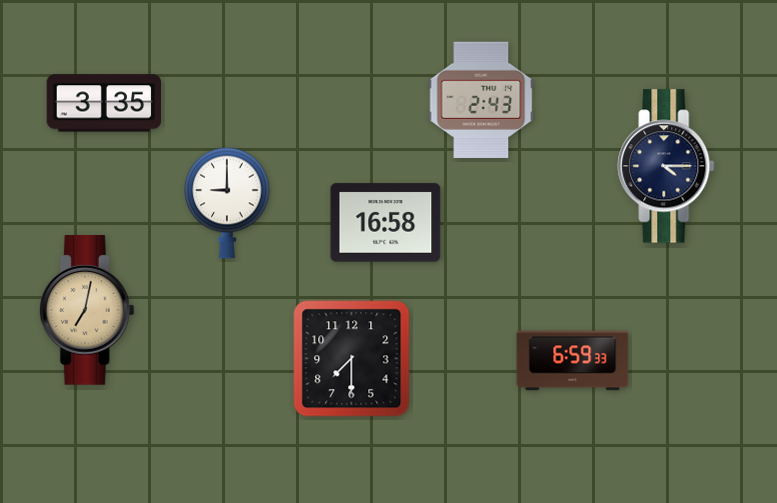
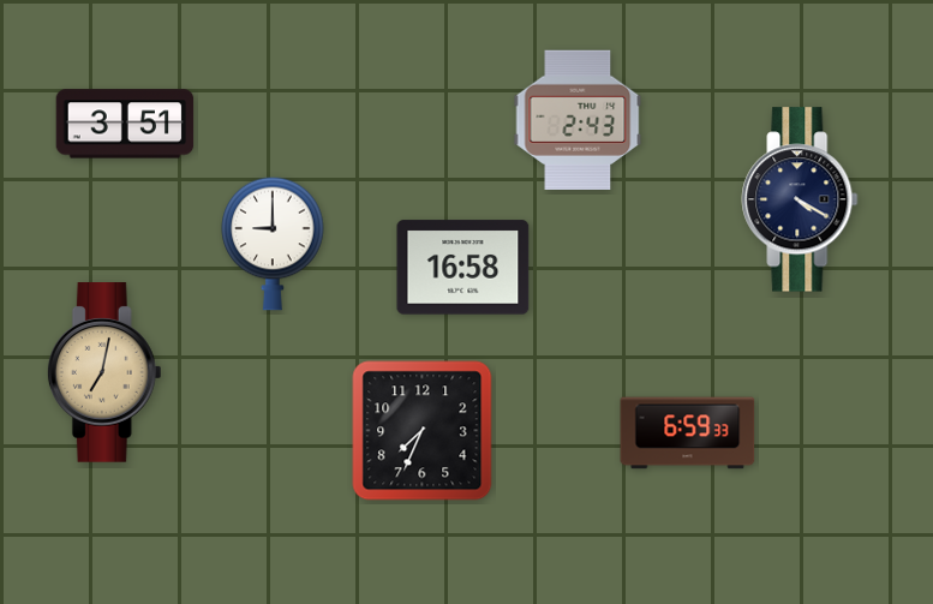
clock at (104, 103): 3:35 -> 3:51
clock at (666, 166): 4:15 -> 4:20
clock at (352, 359): 7:30 -> 7:34
